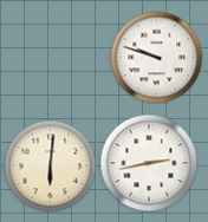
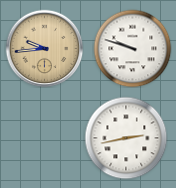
clock at (44, 48): none -> 9:44
clock at (50, 165): 6:01 -> none
